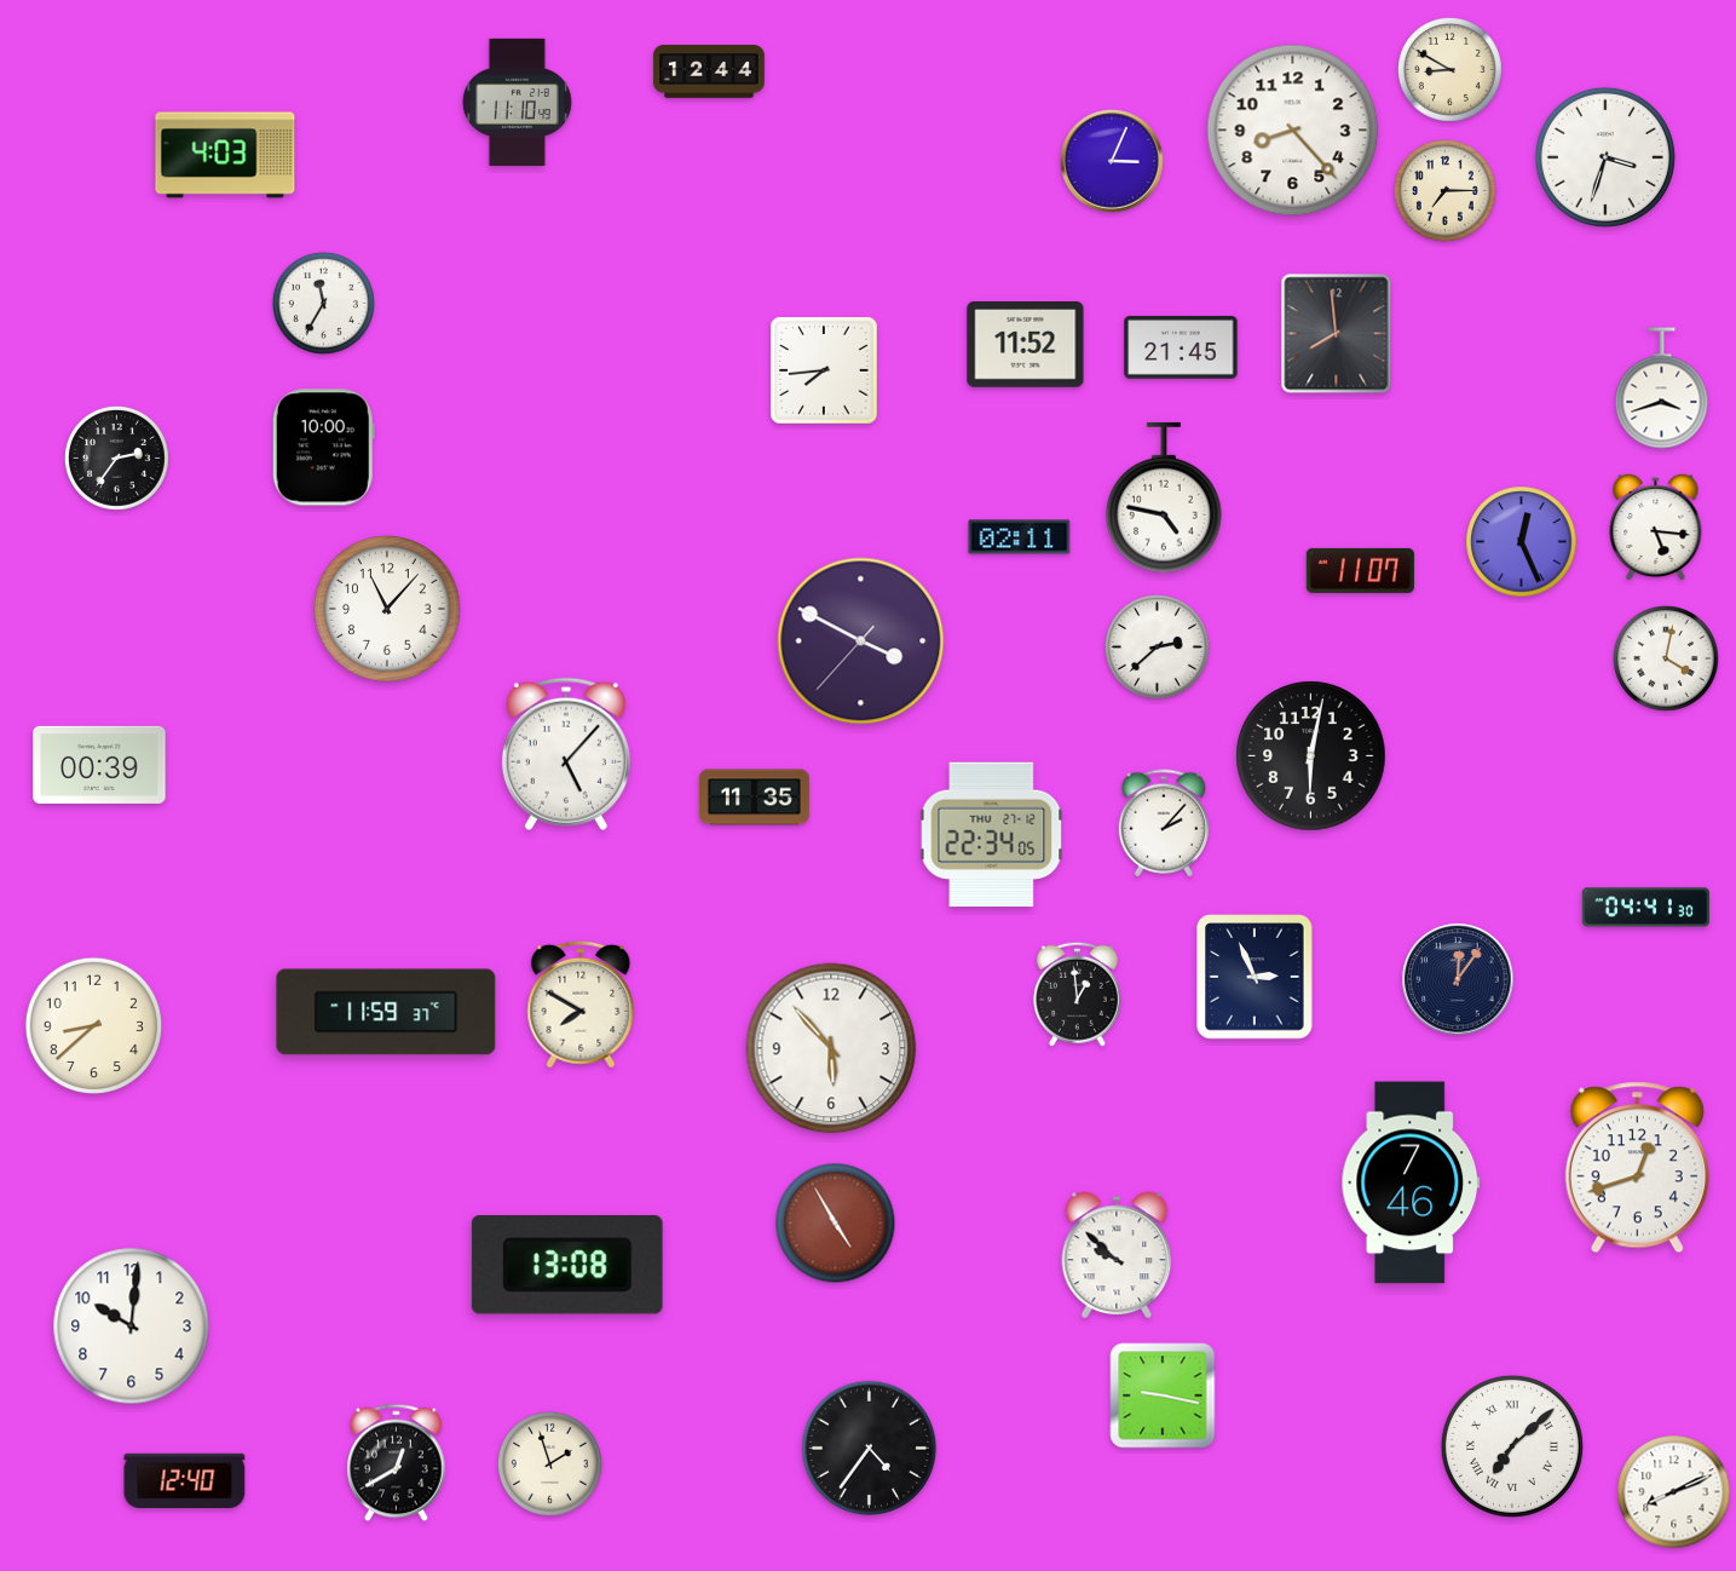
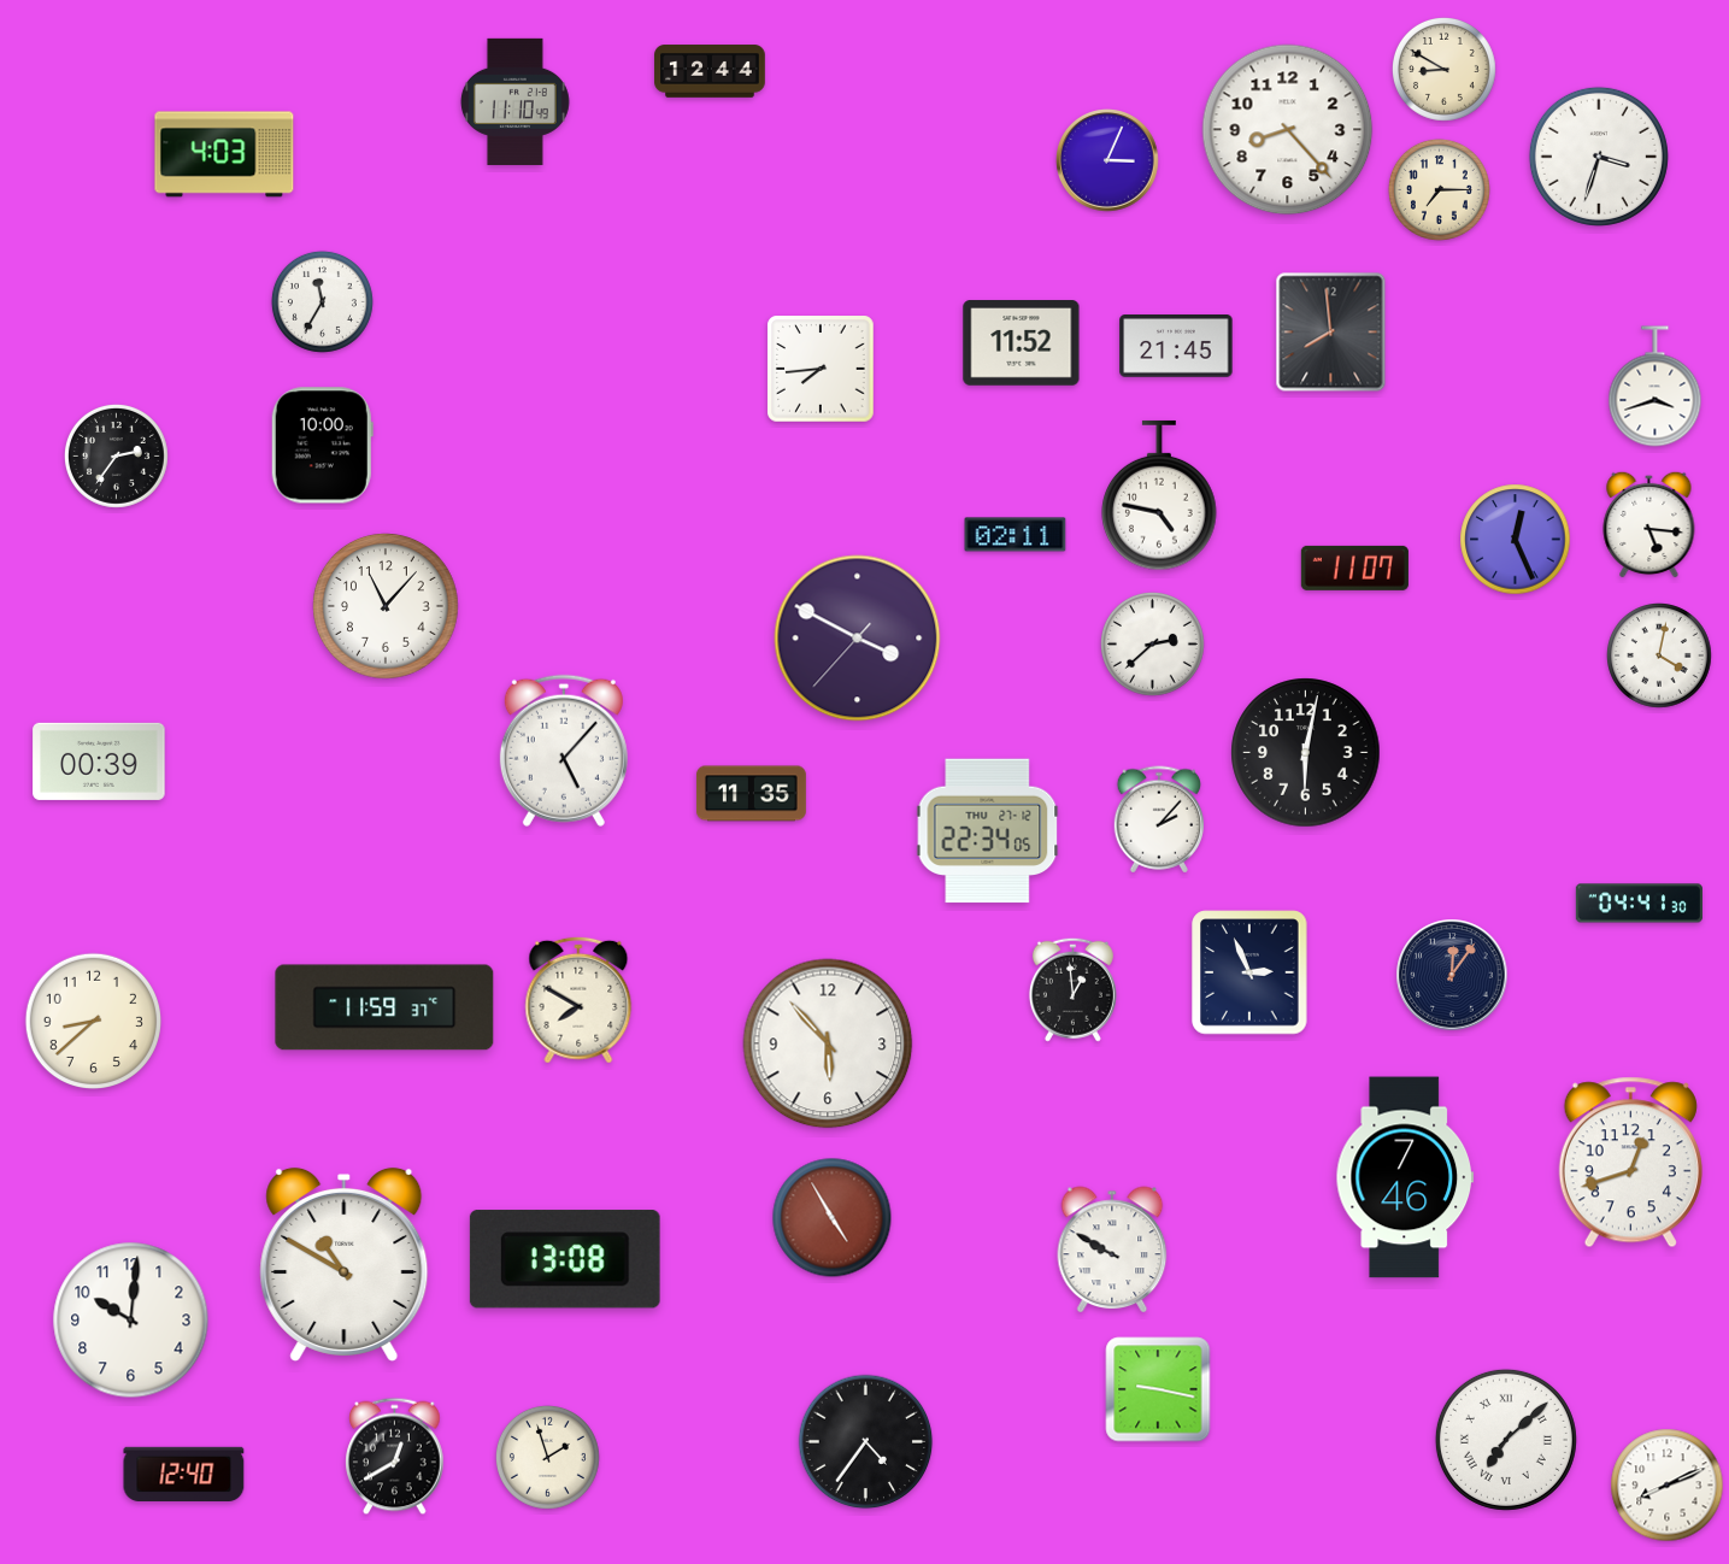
clock at (709, 71) position: (709, 71) -> (710, 71)
clock at (1117, 1255): 9:52 -> 9:50
clock at (345, 1264): none -> 10:50
